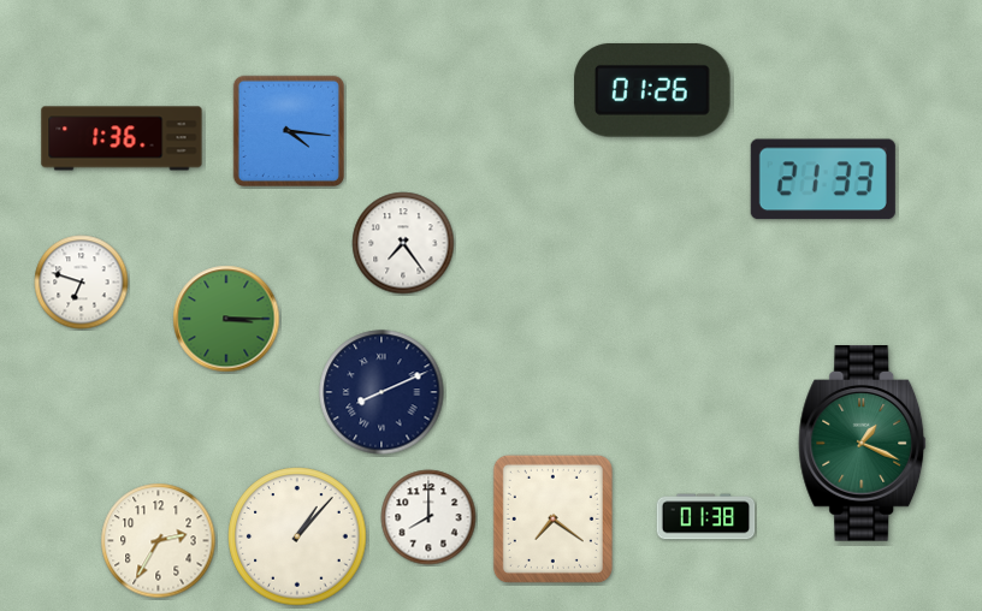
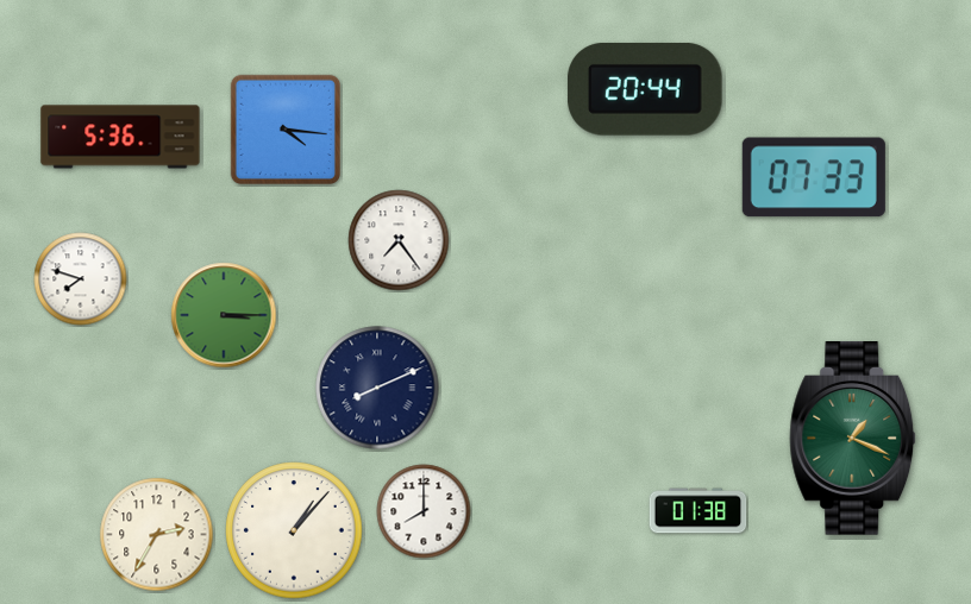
clock at (652, 90): 01:26 -> 20:44
clock at (122, 138): 1:36 -> 5:36
clock at (823, 179): 21:33 -> 07:33
clock at (82, 283): 6:48 -> 7:48
clock at (552, 518): 7:21 -> none
